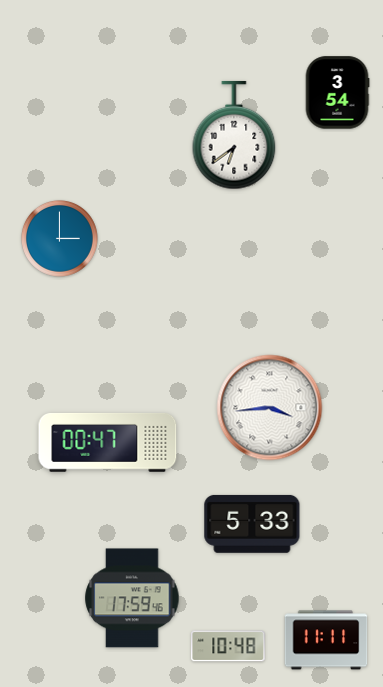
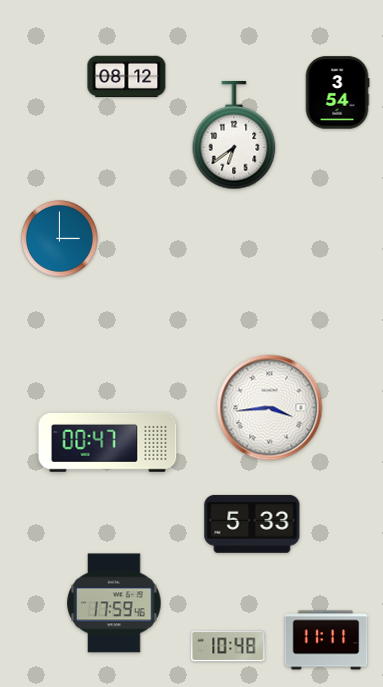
clock at (127, 77): none -> 08:12
clock at (132, 598) position: (132, 598) -> (114, 603)
